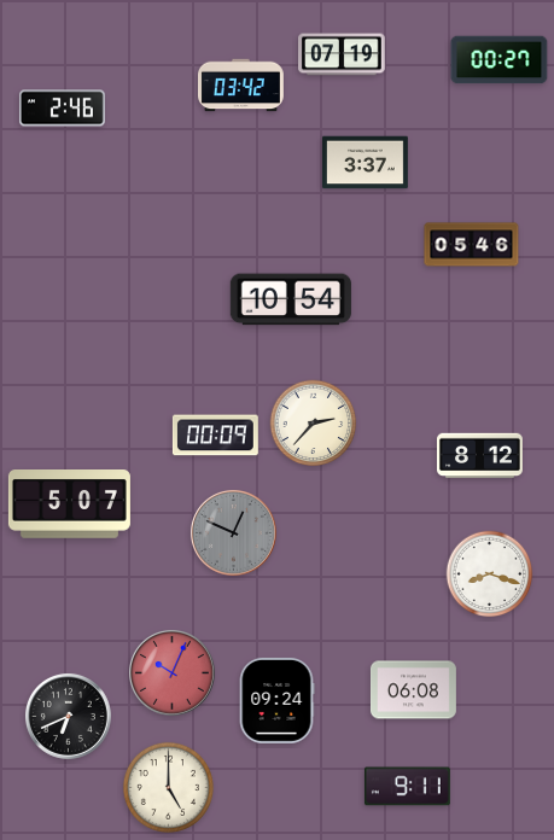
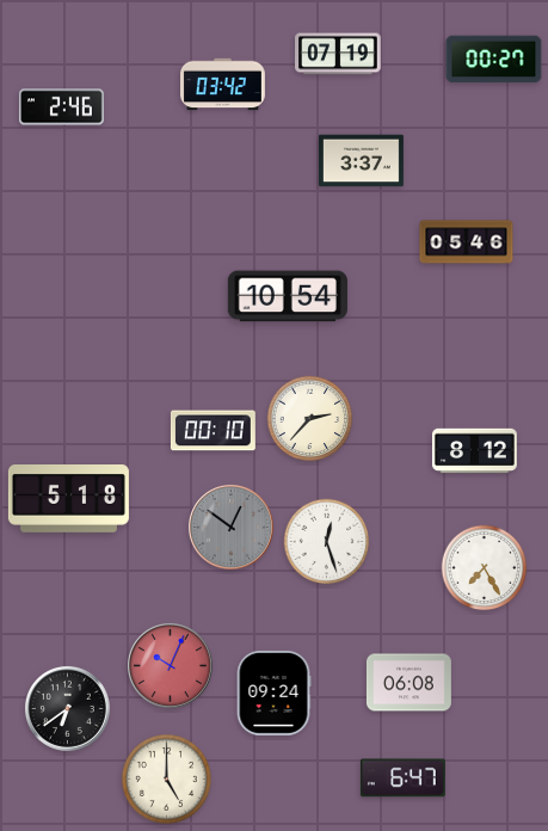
clock at (241, 86) position: (241, 86) -> (223, 85)
clock at (215, 436): 00:09 -> 00:10
clock at (69, 504): 5:07 -> 5:18
clock at (233, 532): 12:49 -> 12:51
clock at (327, 542): none -> 12:27
clock at (490, 574): 8:18 -> 7:25
clock at (68, 716): 6:41 -> 6:39
clock at (407, 787): 9:11 -> 6:47
